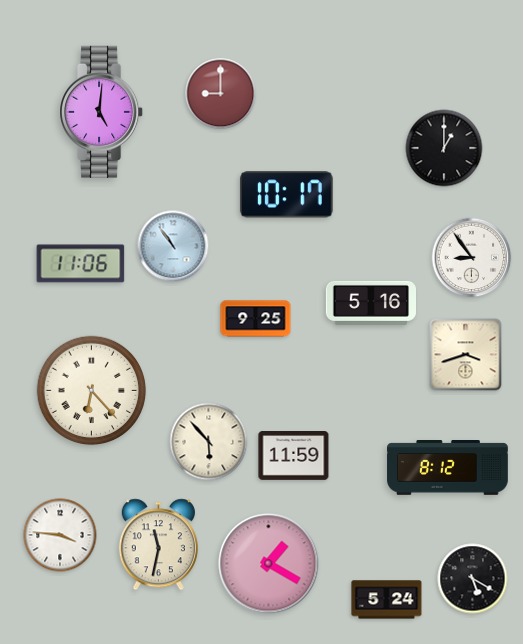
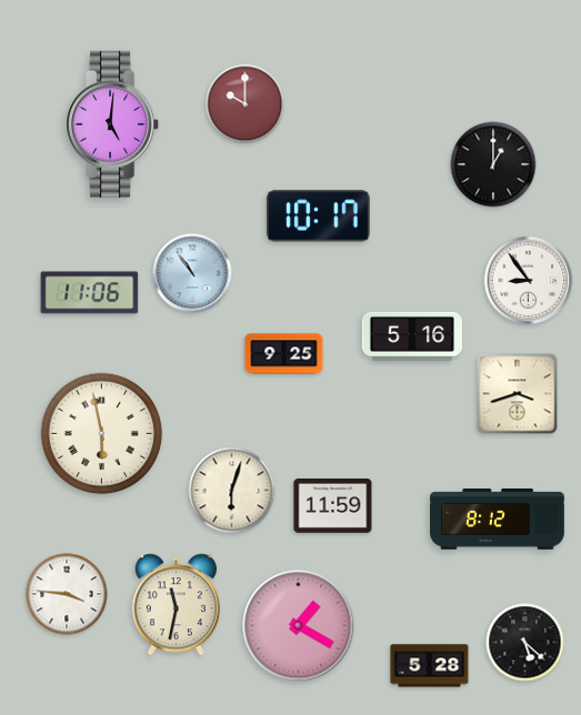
clock at (221, 94): 9:00 -> 10:00
clock at (472, 258) position: (472, 258) -> (529, 281)
clock at (92, 391): 6:23 -> 5:58
clock at (209, 442): 5:53 -> 6:03
clock at (294, 456) position: (294, 456) -> (333, 506)
clock at (473, 579): 5:20 -> 5:22
clock at (387, 600): 5:24 -> 5:28
